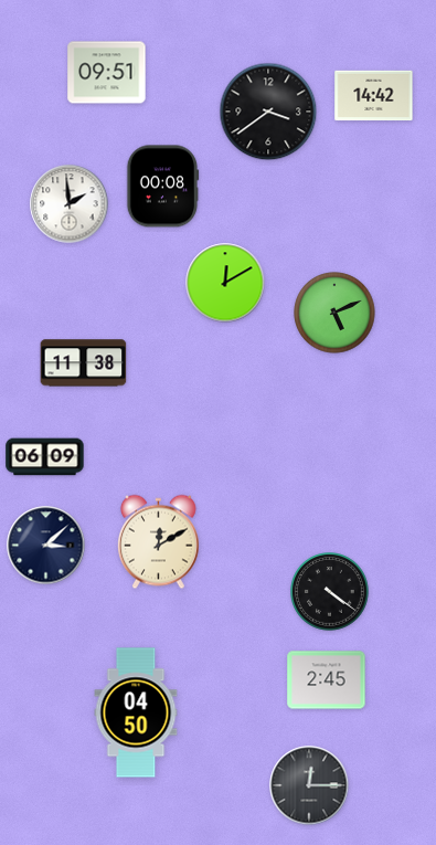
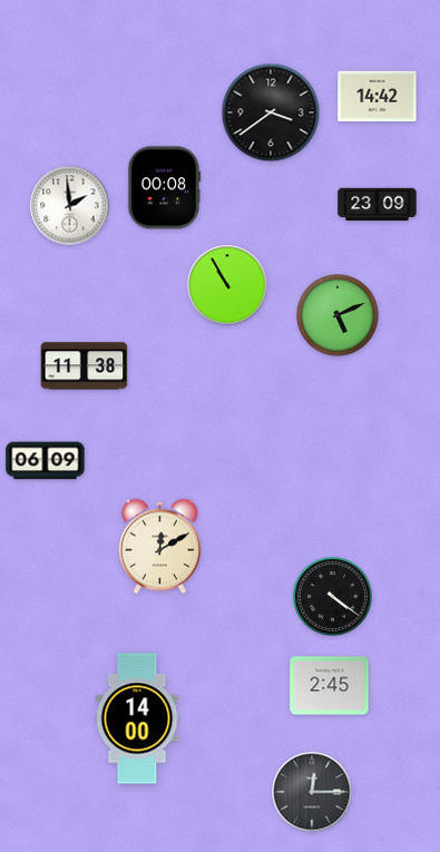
clock at (107, 73): 09:51 -> none
clock at (378, 205): none -> 23:09
clock at (225, 283): 12:10 -> 10:55
clock at (46, 546): 3:08 -> none
clock at (136, 712): 04:50 -> 14:00
